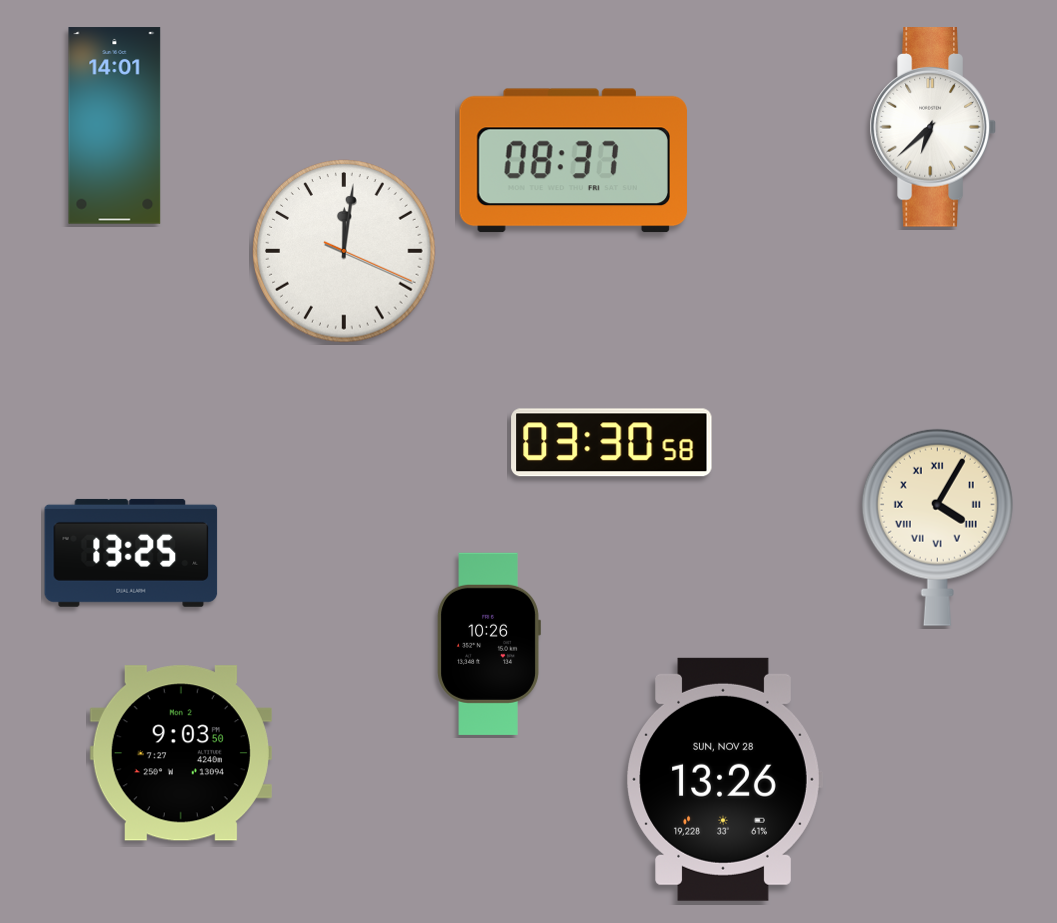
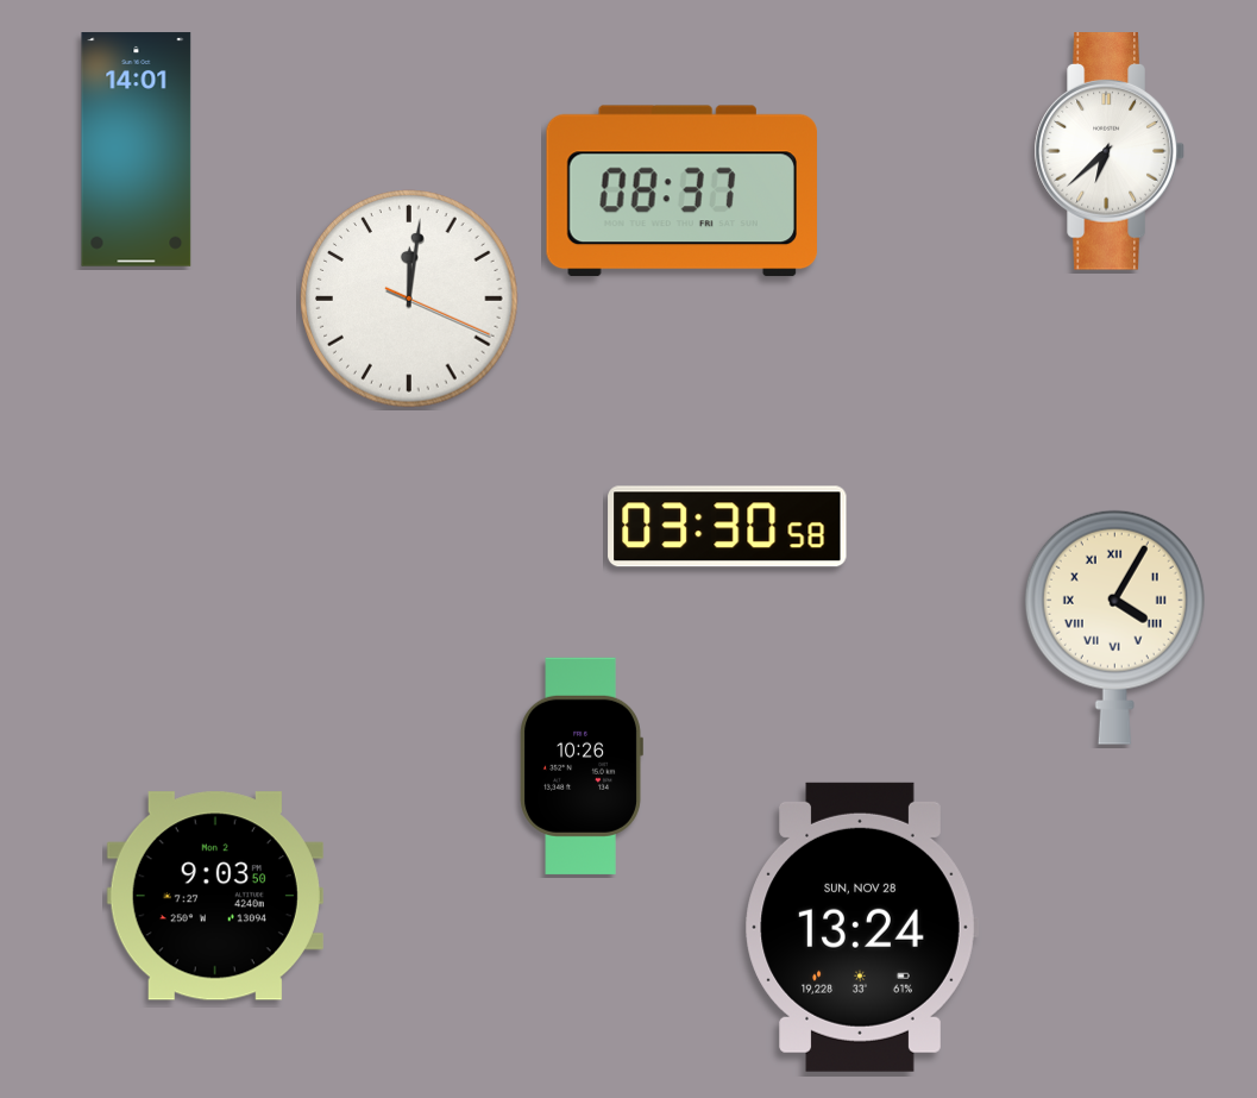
clock at (131, 553): 13:25 -> none
clock at (724, 779): 13:26 -> 13:24
